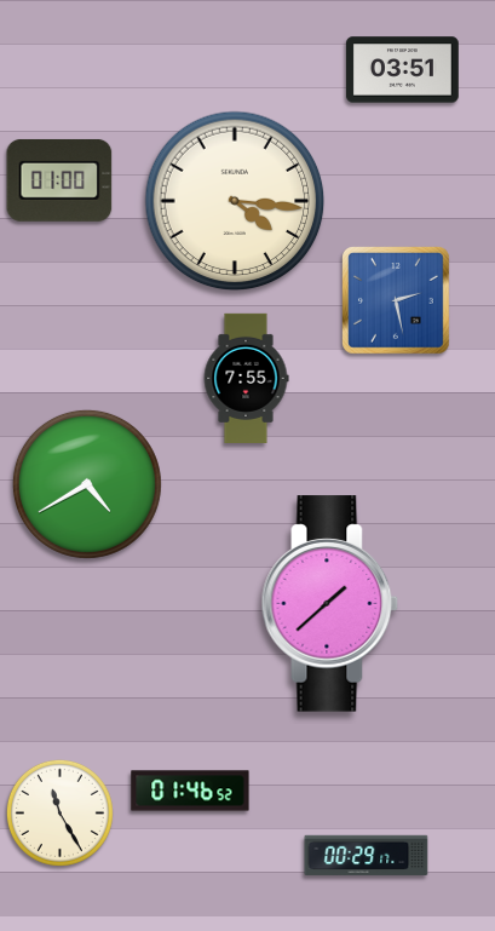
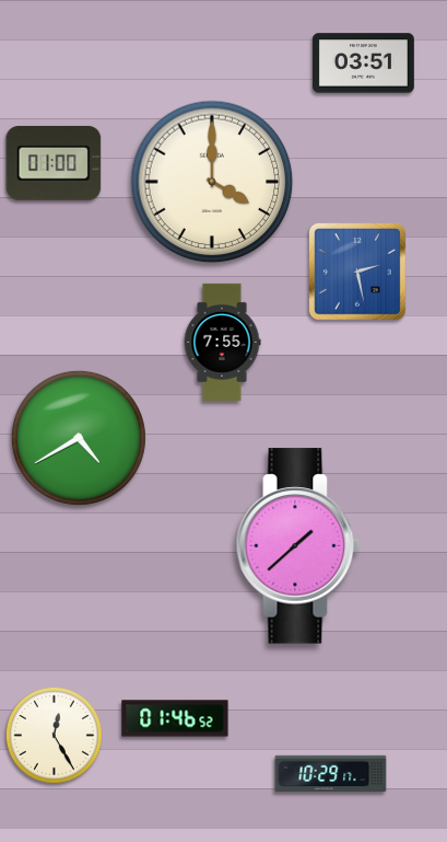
clock at (235, 201): 4:16 -> 4:00
clock at (190, 791) position: (190, 791) -> (175, 718)
clock at (59, 812): 11:25 -> 12:25
clock at (367, 855): 00:29 -> 10:29
